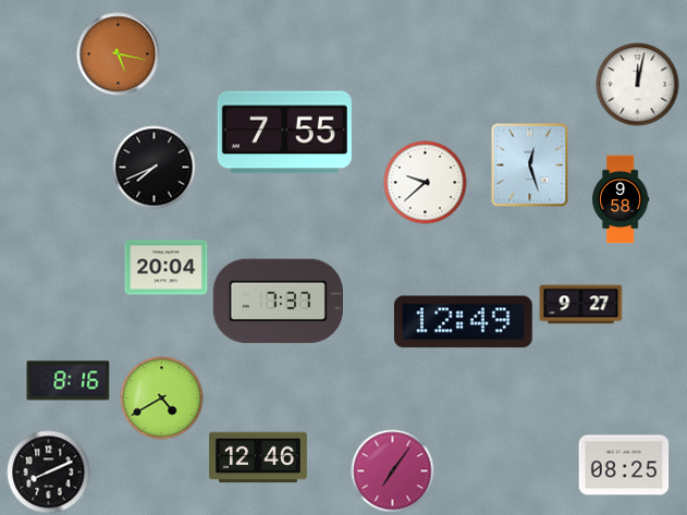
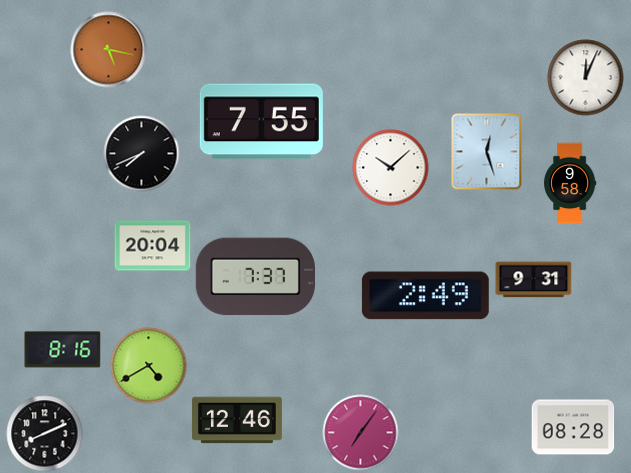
clock at (638, 85): 12:02 -> 12:04
clock at (426, 183): 9:38 -> 10:08
clock at (581, 305): 9:27 -> 9:31
clock at (463, 322): 12:49 -> 2:49
clock at (624, 465): 08:25 -> 08:28
